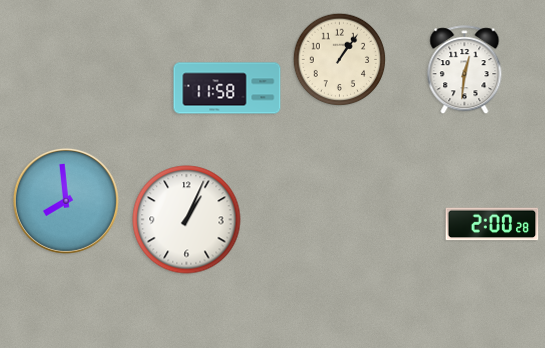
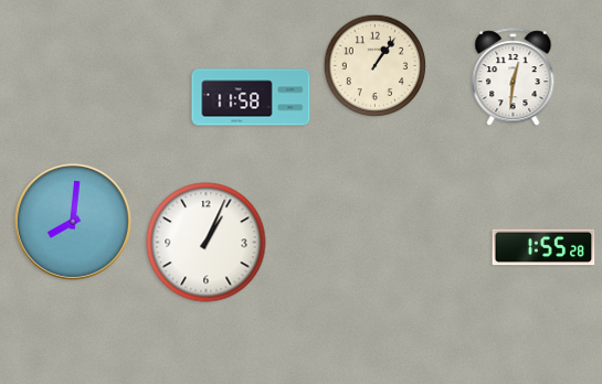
clock at (66, 201): 7:59 -> 8:01
clock at (492, 224): 2:00 -> 1:55
